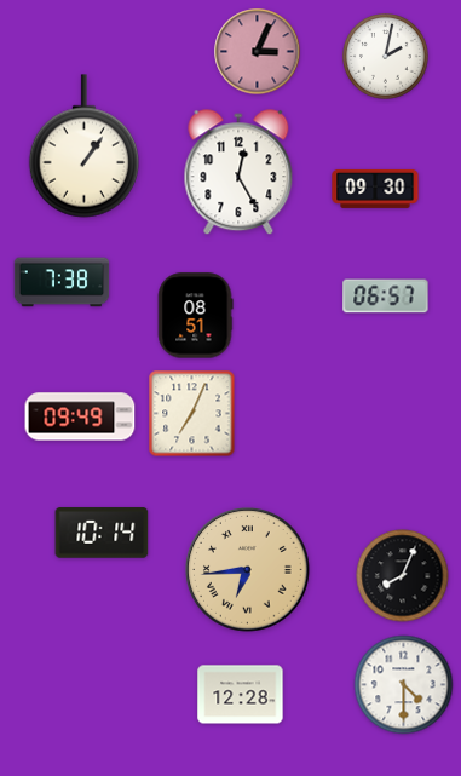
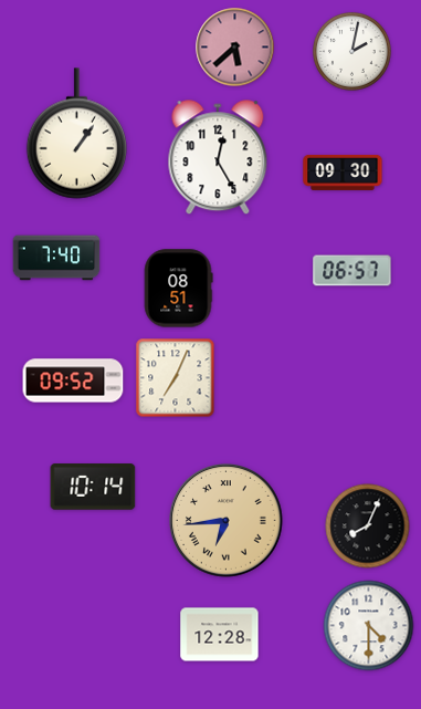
clock at (258, 52): 3:04 -> 5:38
clock at (62, 282): 7:38 -> 7:40
clock at (80, 416): 09:49 -> 09:52
